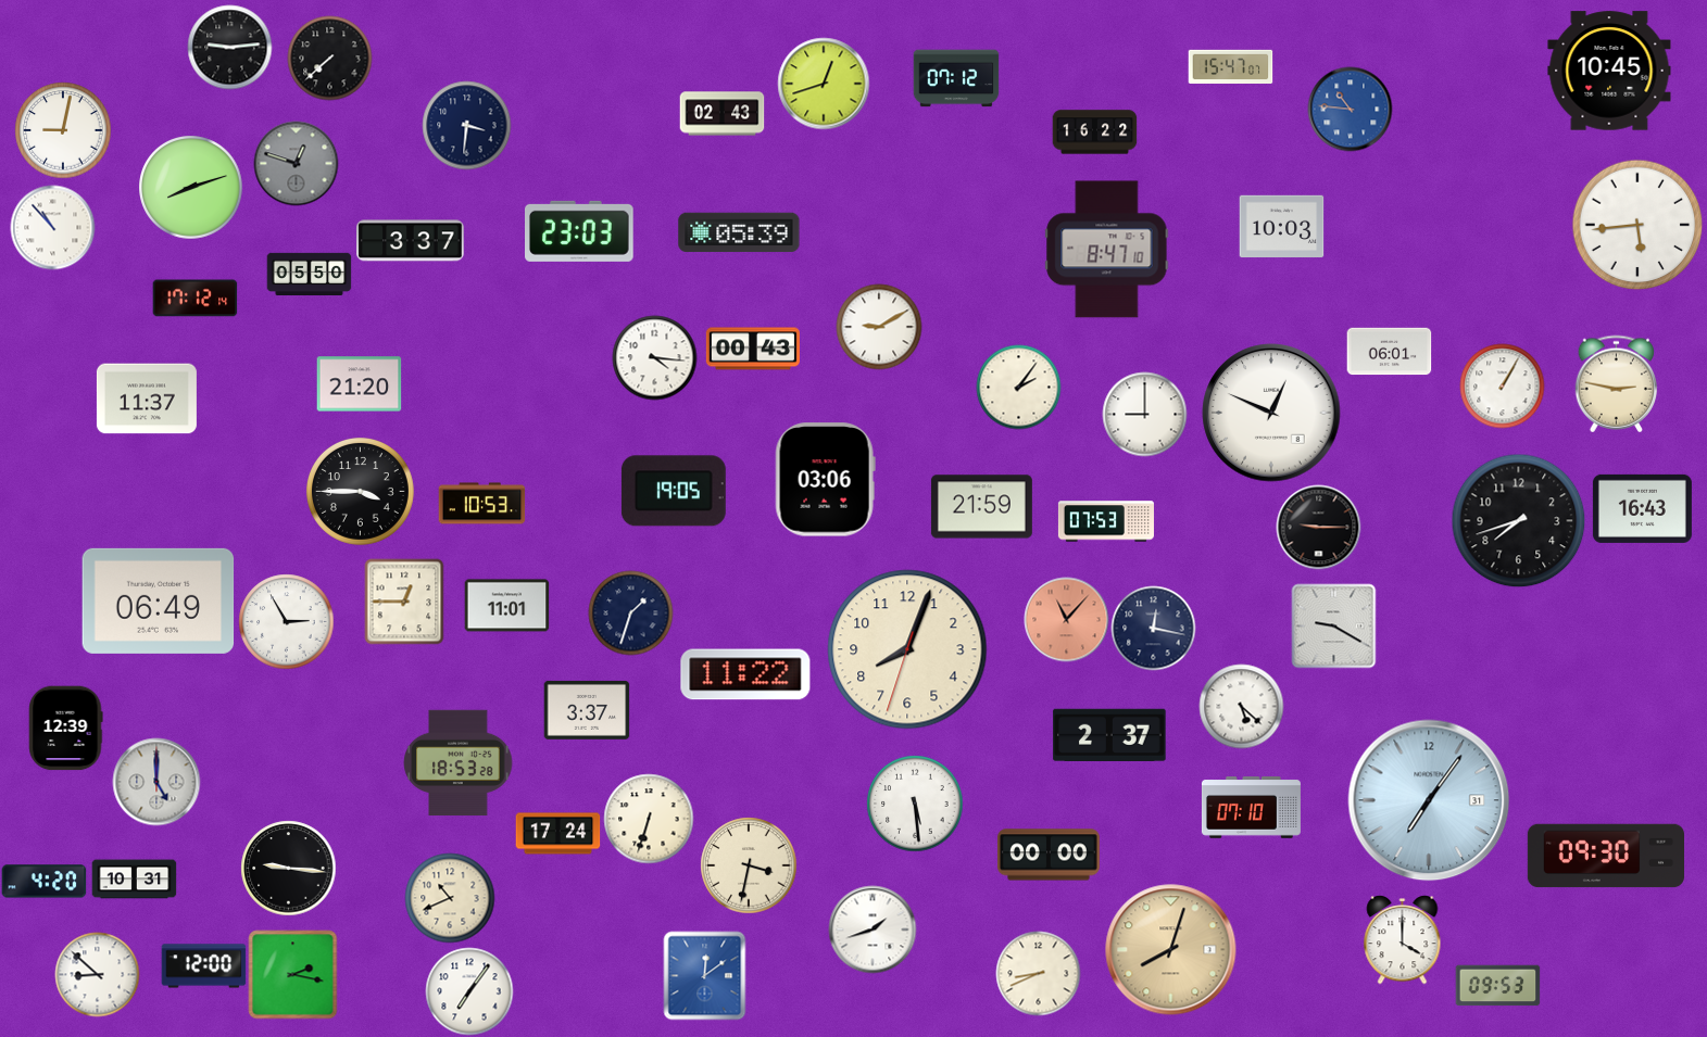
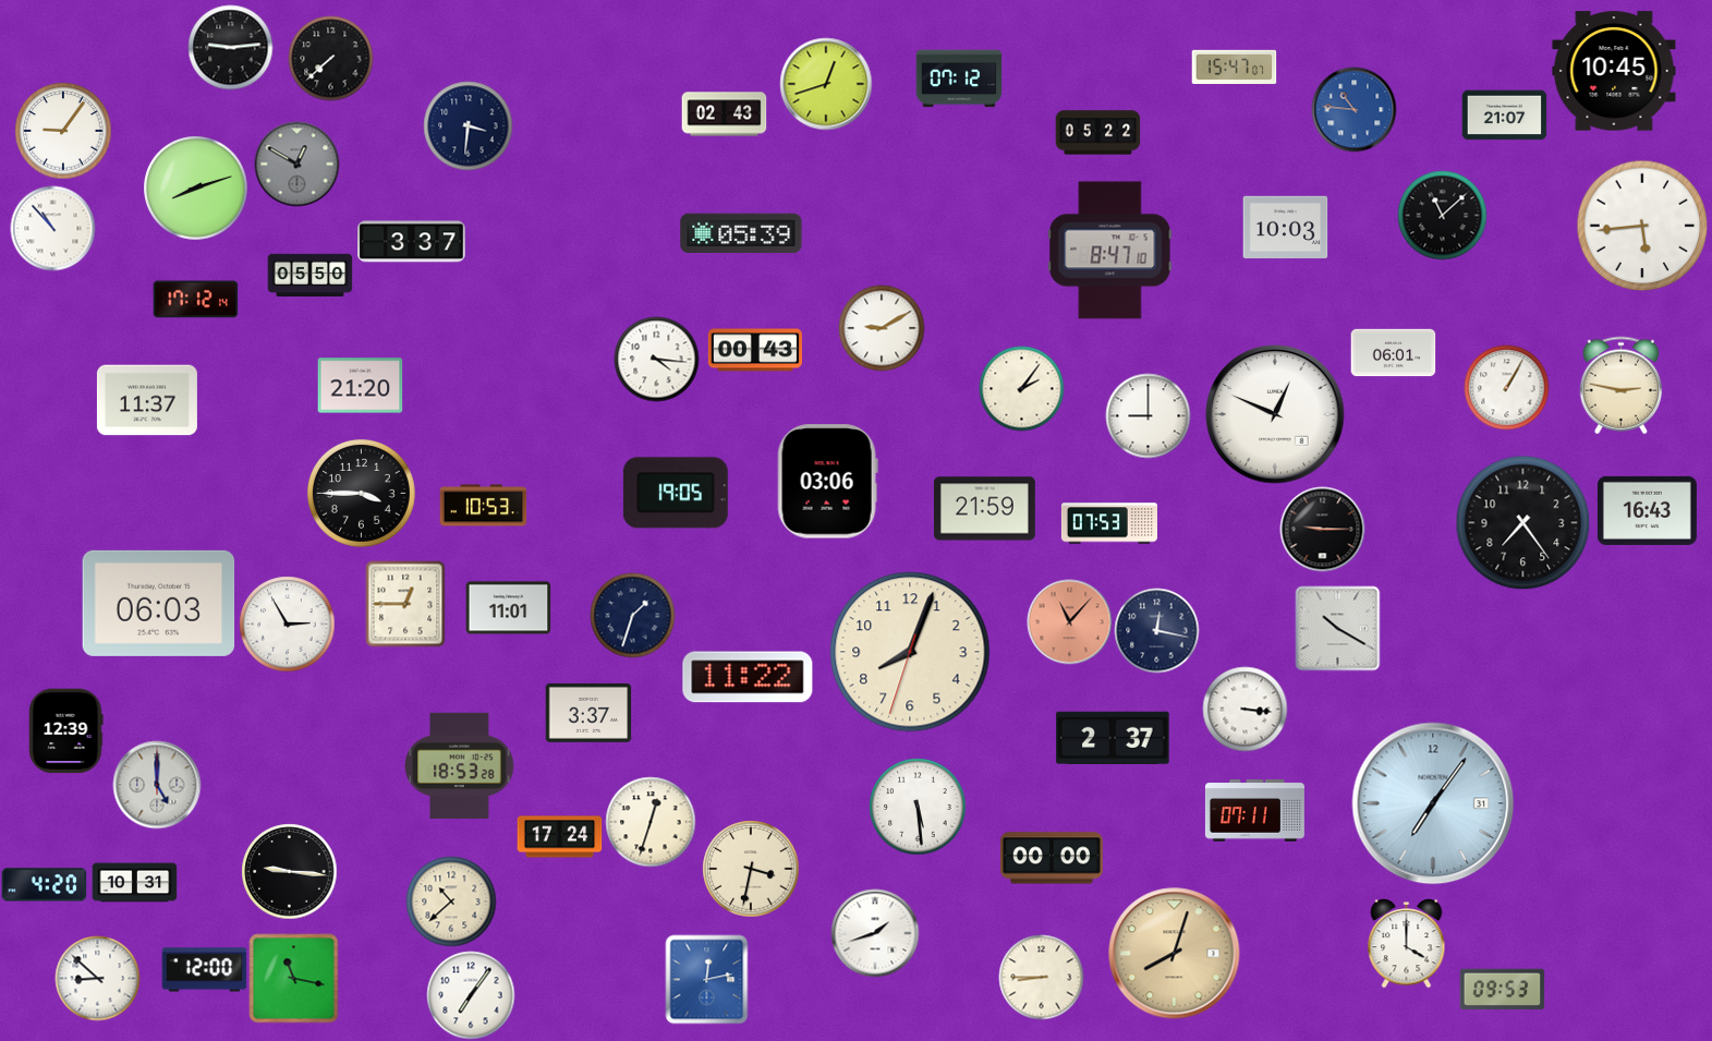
clock at (1504, 116): none -> 21:07
clock at (63, 130): 9:02 -> 9:06
clock at (1094, 132): 16:22 -> 05:22
clock at (296, 163): 12:48 -> 12:50
clock at (190, 187) position: (190, 187) -> (195, 187)
clock at (1442, 215): none -> 11:08
clock at (580, 231): 23:03 -> none
clock at (1518, 520): 7:42 -> 7:24
clock at (159, 600): 06:49 -> 06:03
clock at (1333, 625): 9:20 -> 10:20
clock at (1241, 706): 5:22 -> 3:16
clock at (1251, 808): 07:10 -> 07:11
clock at (649, 819): 6:33 -> 12:33
clock at (1605, 856): 09:30 -> none
clock at (450, 898): 10:41 -> 10:38
clock at (1038, 973): 8:41 -> 8:45
clock at (292, 974): 2:17 -> 11:17
clock at (705, 975): 12:09 -> 12:13
